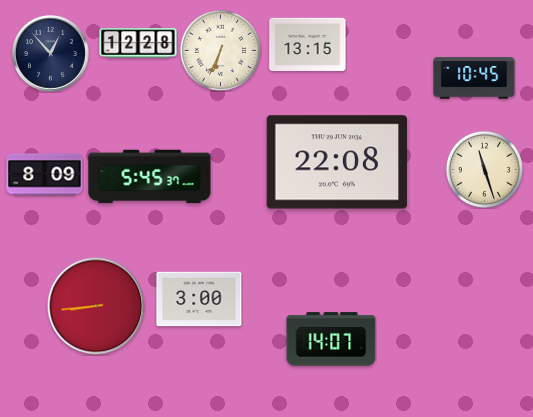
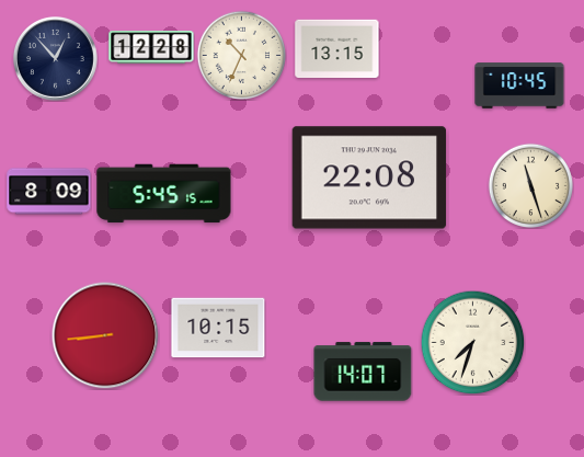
clock at (220, 50): 6:34 -> 10:34
clock at (150, 177): 5:45:37 -> 5:45:15
clock at (199, 299): 3:00 -> 10:15
clock at (472, 342): none -> 7:33
